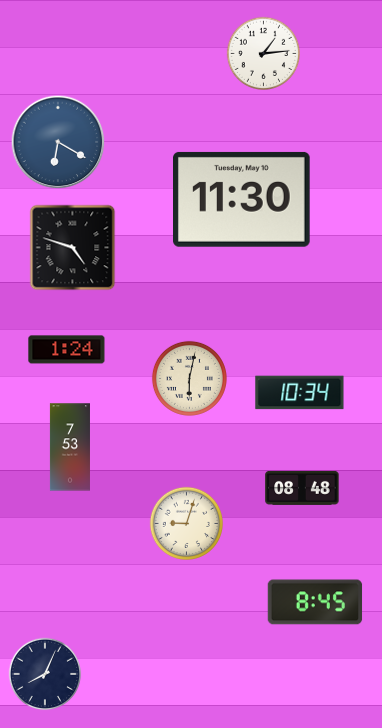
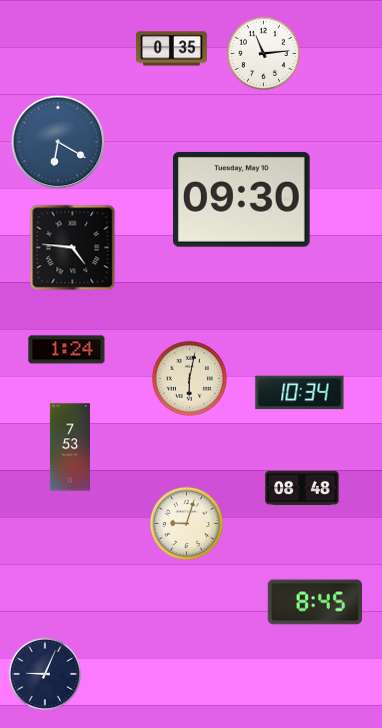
clock at (171, 49): none -> 0:35
clock at (263, 53): 1:14 -> 11:14
clock at (242, 199): 11:30 -> 09:30
clock at (73, 248): 4:48 -> 4:46
clock at (45, 674): 8:04 -> 9:04
